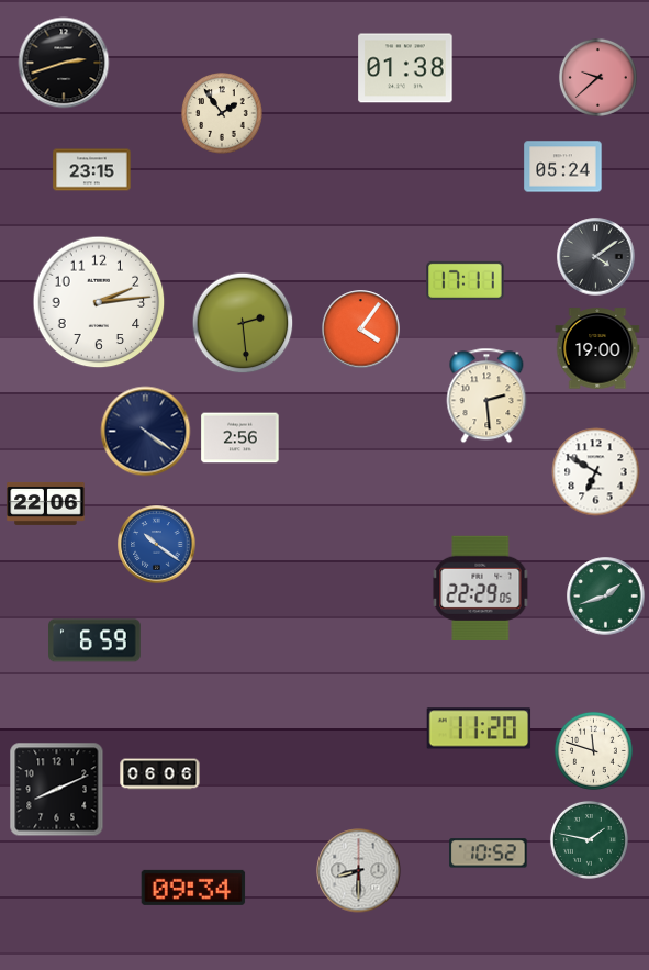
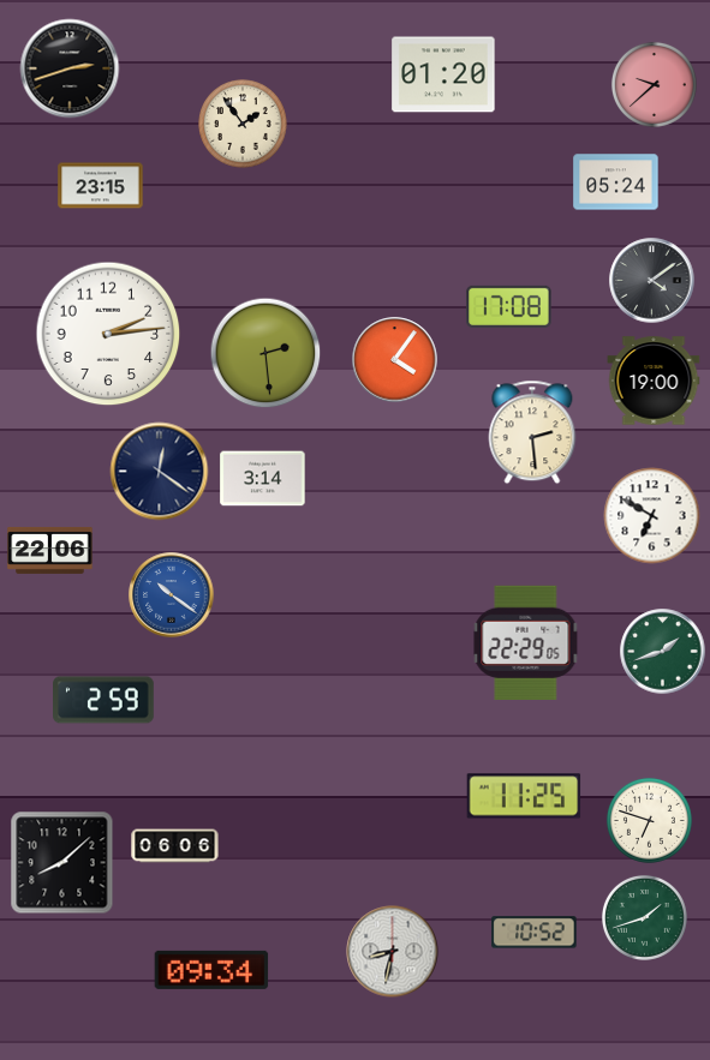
clock at (405, 68): 01:38 -> 01:20
clock at (466, 280): 17:11 -> 17:08
clock at (99, 302) position: (99, 302) -> (108, 334)
clock at (146, 432): 4:21 -> 12:21
clock at (240, 438): 2:56 -> 3:14
clock at (96, 640): 6:59 -> 2:59
clock at (479, 728): 11:20 -> 11:25
clock at (593, 750): 11:48 -> 6:48
clock at (57, 790): 8:11 -> 8:08
clock at (589, 839): 1:47 -> 1:42
clock at (359, 871): 8:30 -> 8:32
